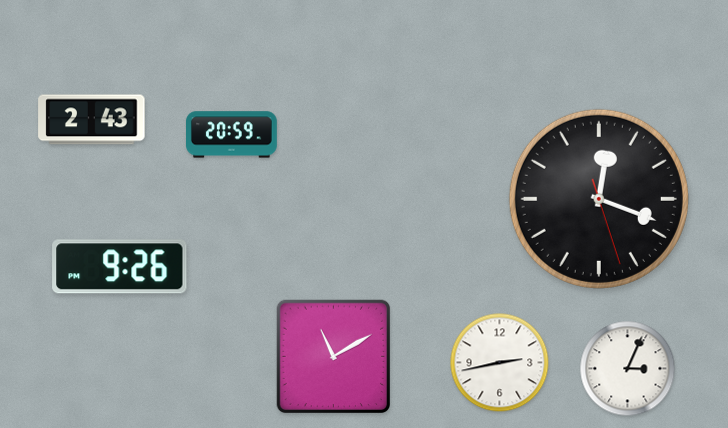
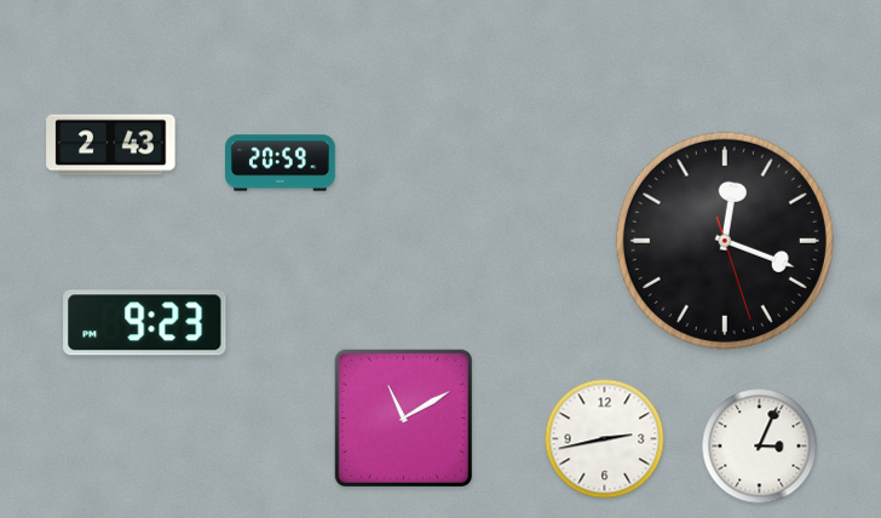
clock at (120, 267): 9:26 -> 9:23
clock at (333, 356) position: (333, 356) -> (403, 418)
